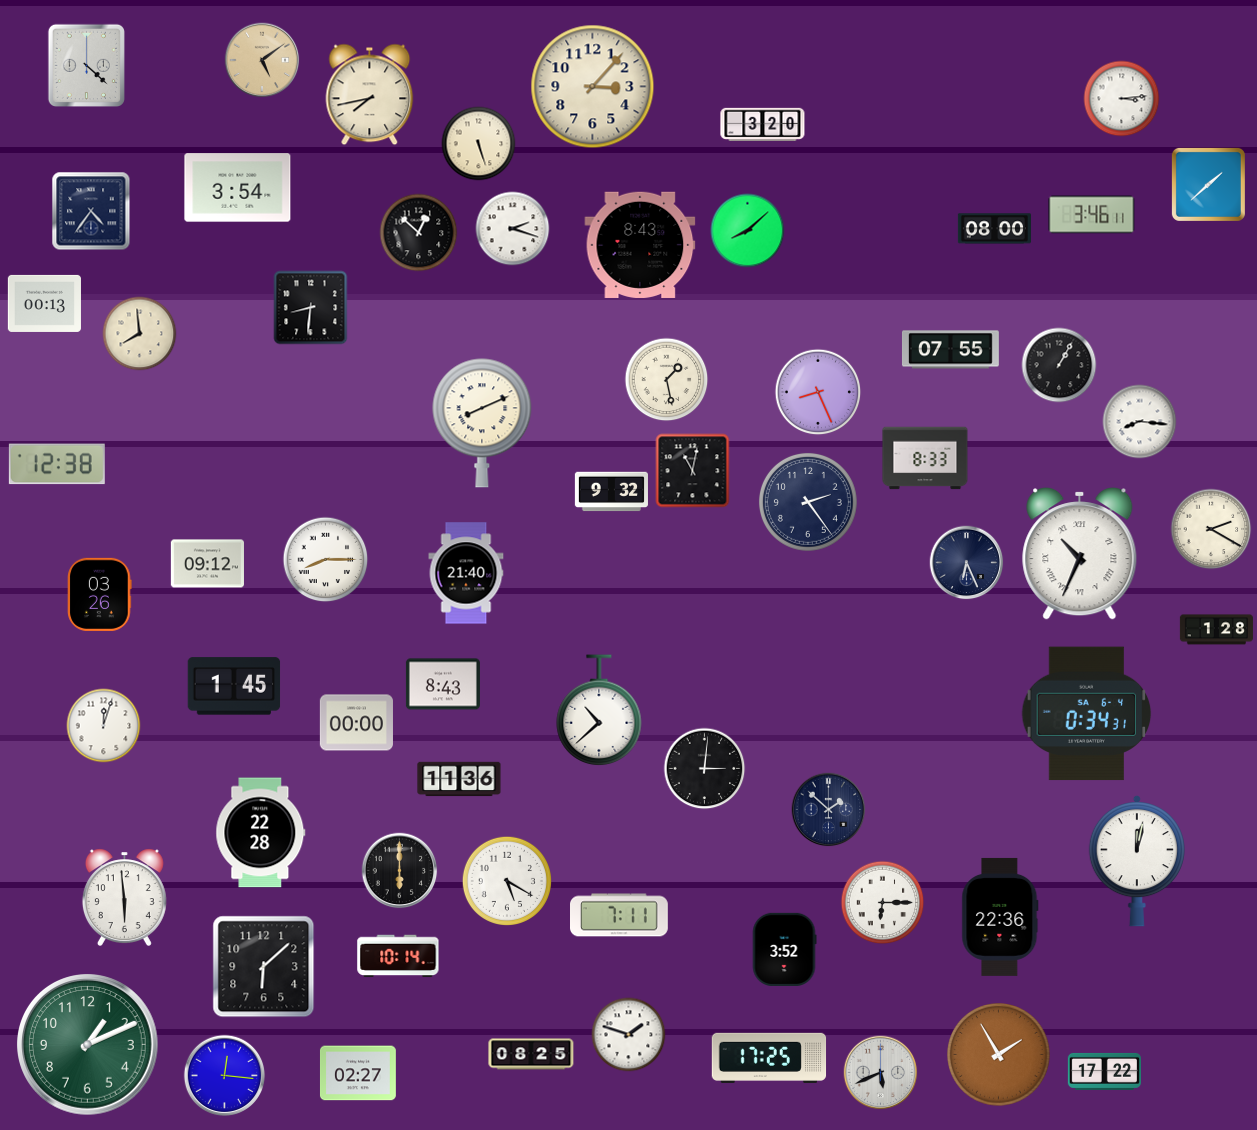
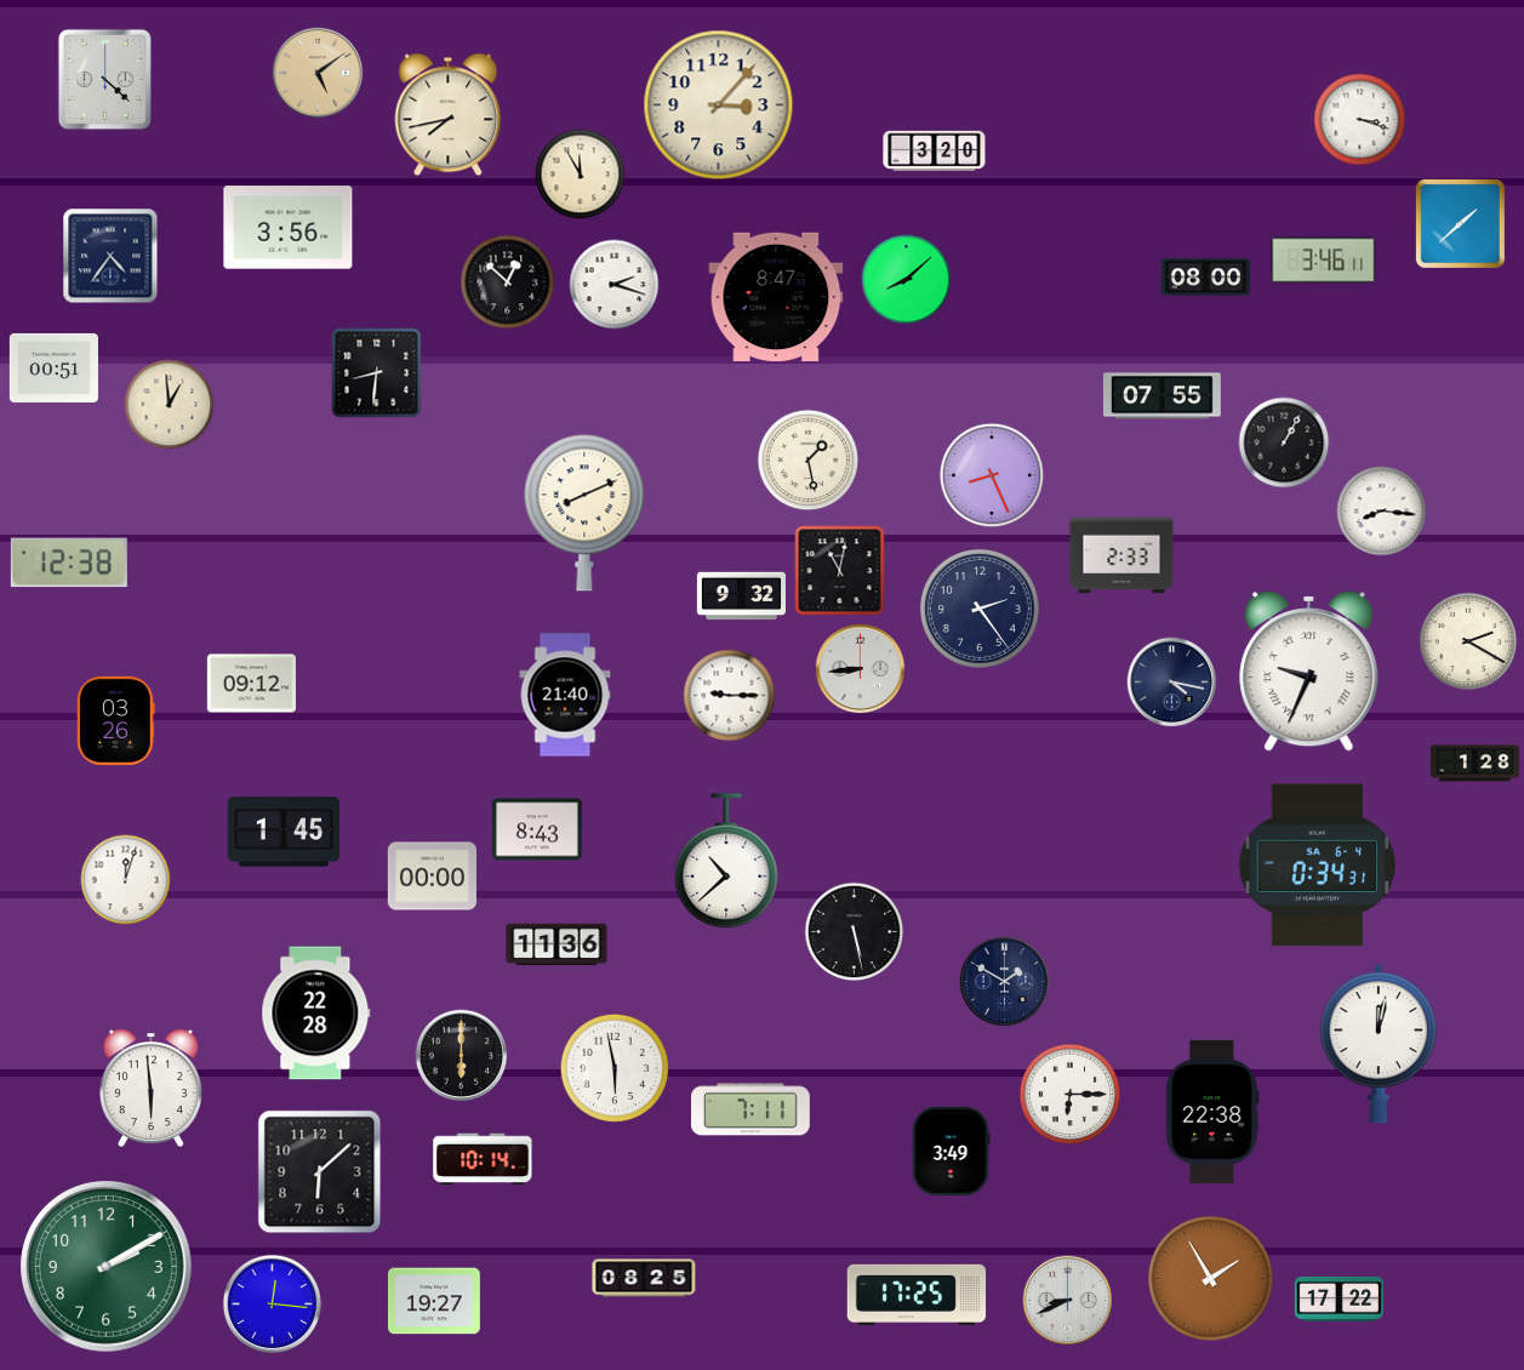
clock at (1122, 99): 3:14 -> 3:18
clock at (763, 124) position: (763, 124) -> (935, 150)
clock at (479, 144): 5:27 -> 11:55
clock at (1208, 184) position: (1208, 184) -> (1460, 223)
clock at (238, 188): 3:54 -> 3:56
clock at (513, 229) position: (513, 229) -> (615, 285)
clock at (640, 245): 8:43 -> 8:47
clock at (44, 303): 00:13 -> 00:51
clock at (140, 334): 7:59 -> 12:59
clock at (950, 350) position: (950, 350) -> (1161, 396)
clock at (925, 458): 8:33 -> 2:33
clock at (861, 669): none -> 8:44
clock at (1080, 554): 10:34 -> 9:34
clock at (326, 560): 8:15 -> none
clock at (967, 563): 6:26 -> 4:17
clock at (730, 696): none -> 9:15
clock at (100, 594) position: (100, 594) -> (116, 720)
clock at (705, 769): 3:01 -> 5:28
clock at (829, 810): 1:52 -> 1:50
clock at (261, 833) position: (261, 833) -> (316, 1014)
clock at (400, 871) position: (400, 871) -> (462, 1056)
clock at (506, 880): 5:20 -> 5:58
clock at (1000, 917): 22:36 -> 22:38
clock at (784, 949): 3:52 -> 3:49
clock at (629, 1035): 1:48 -> none
clock at (88, 1045): 1:11 -> 2:10
clock at (769, 1058) position: (769, 1058) -> (917, 1295)
clock at (358, 1073): 02:27 -> 19:27
clock at (881, 1073): 5:41 -> 8:41
